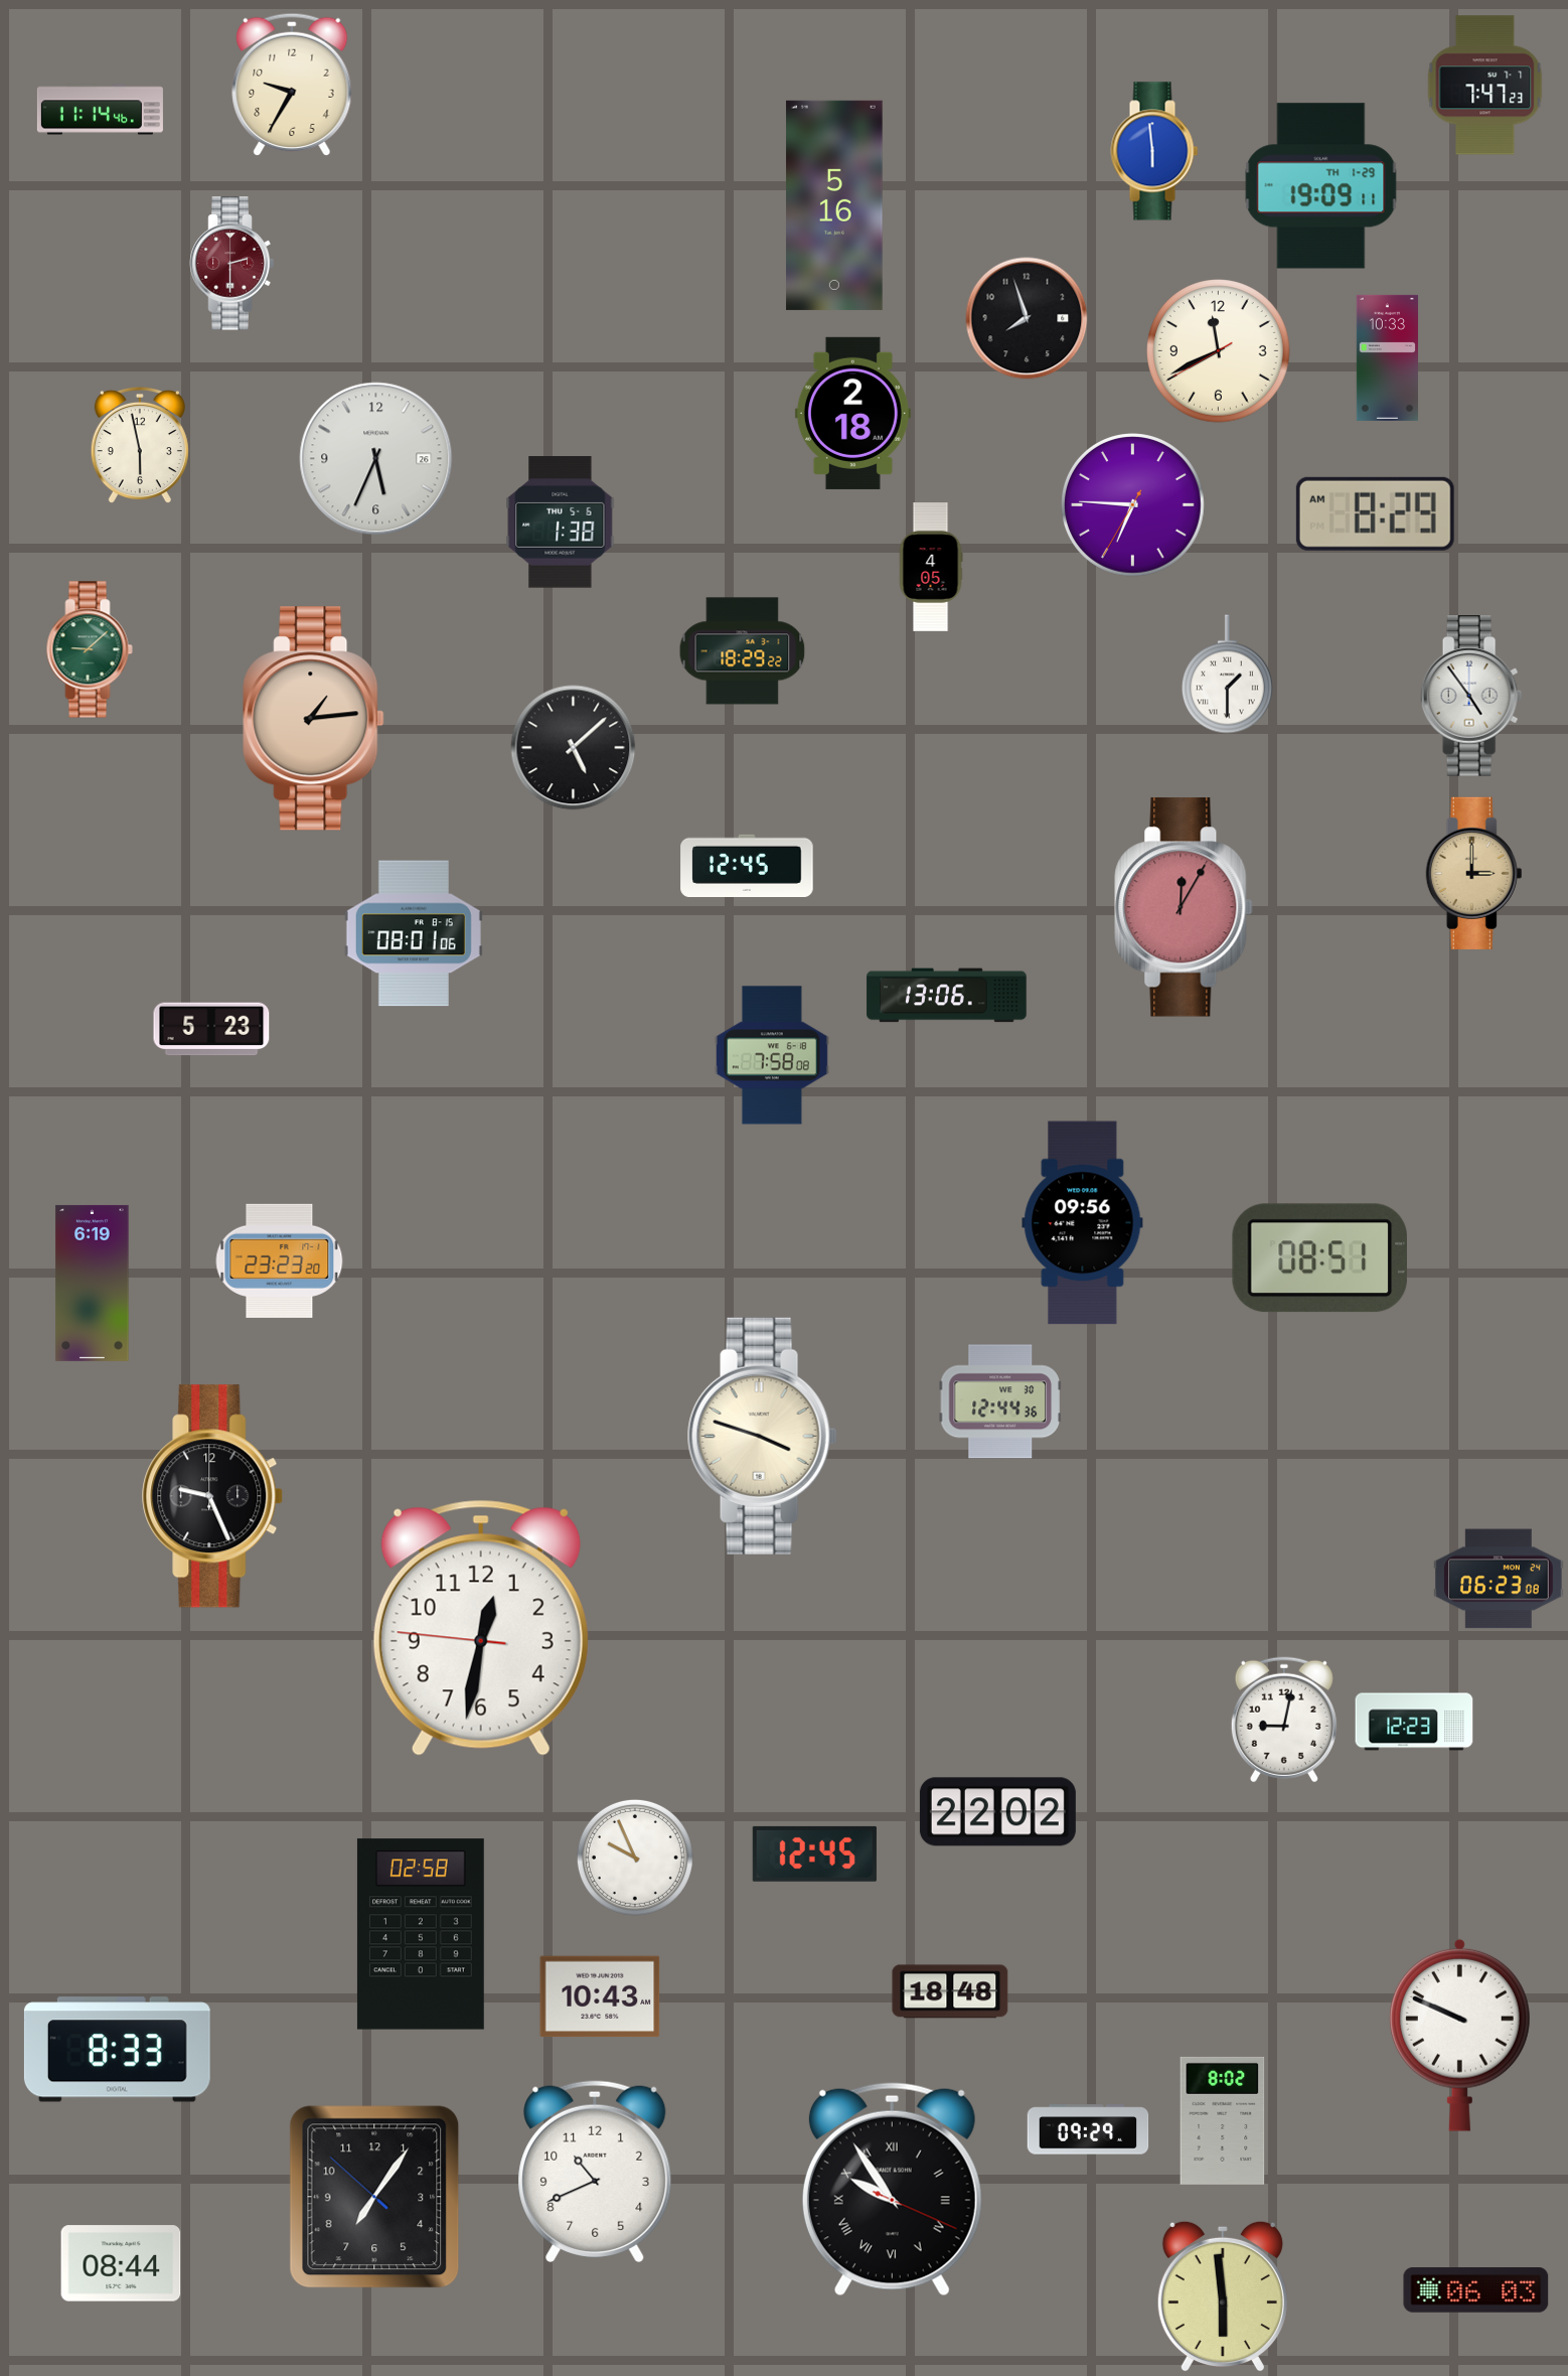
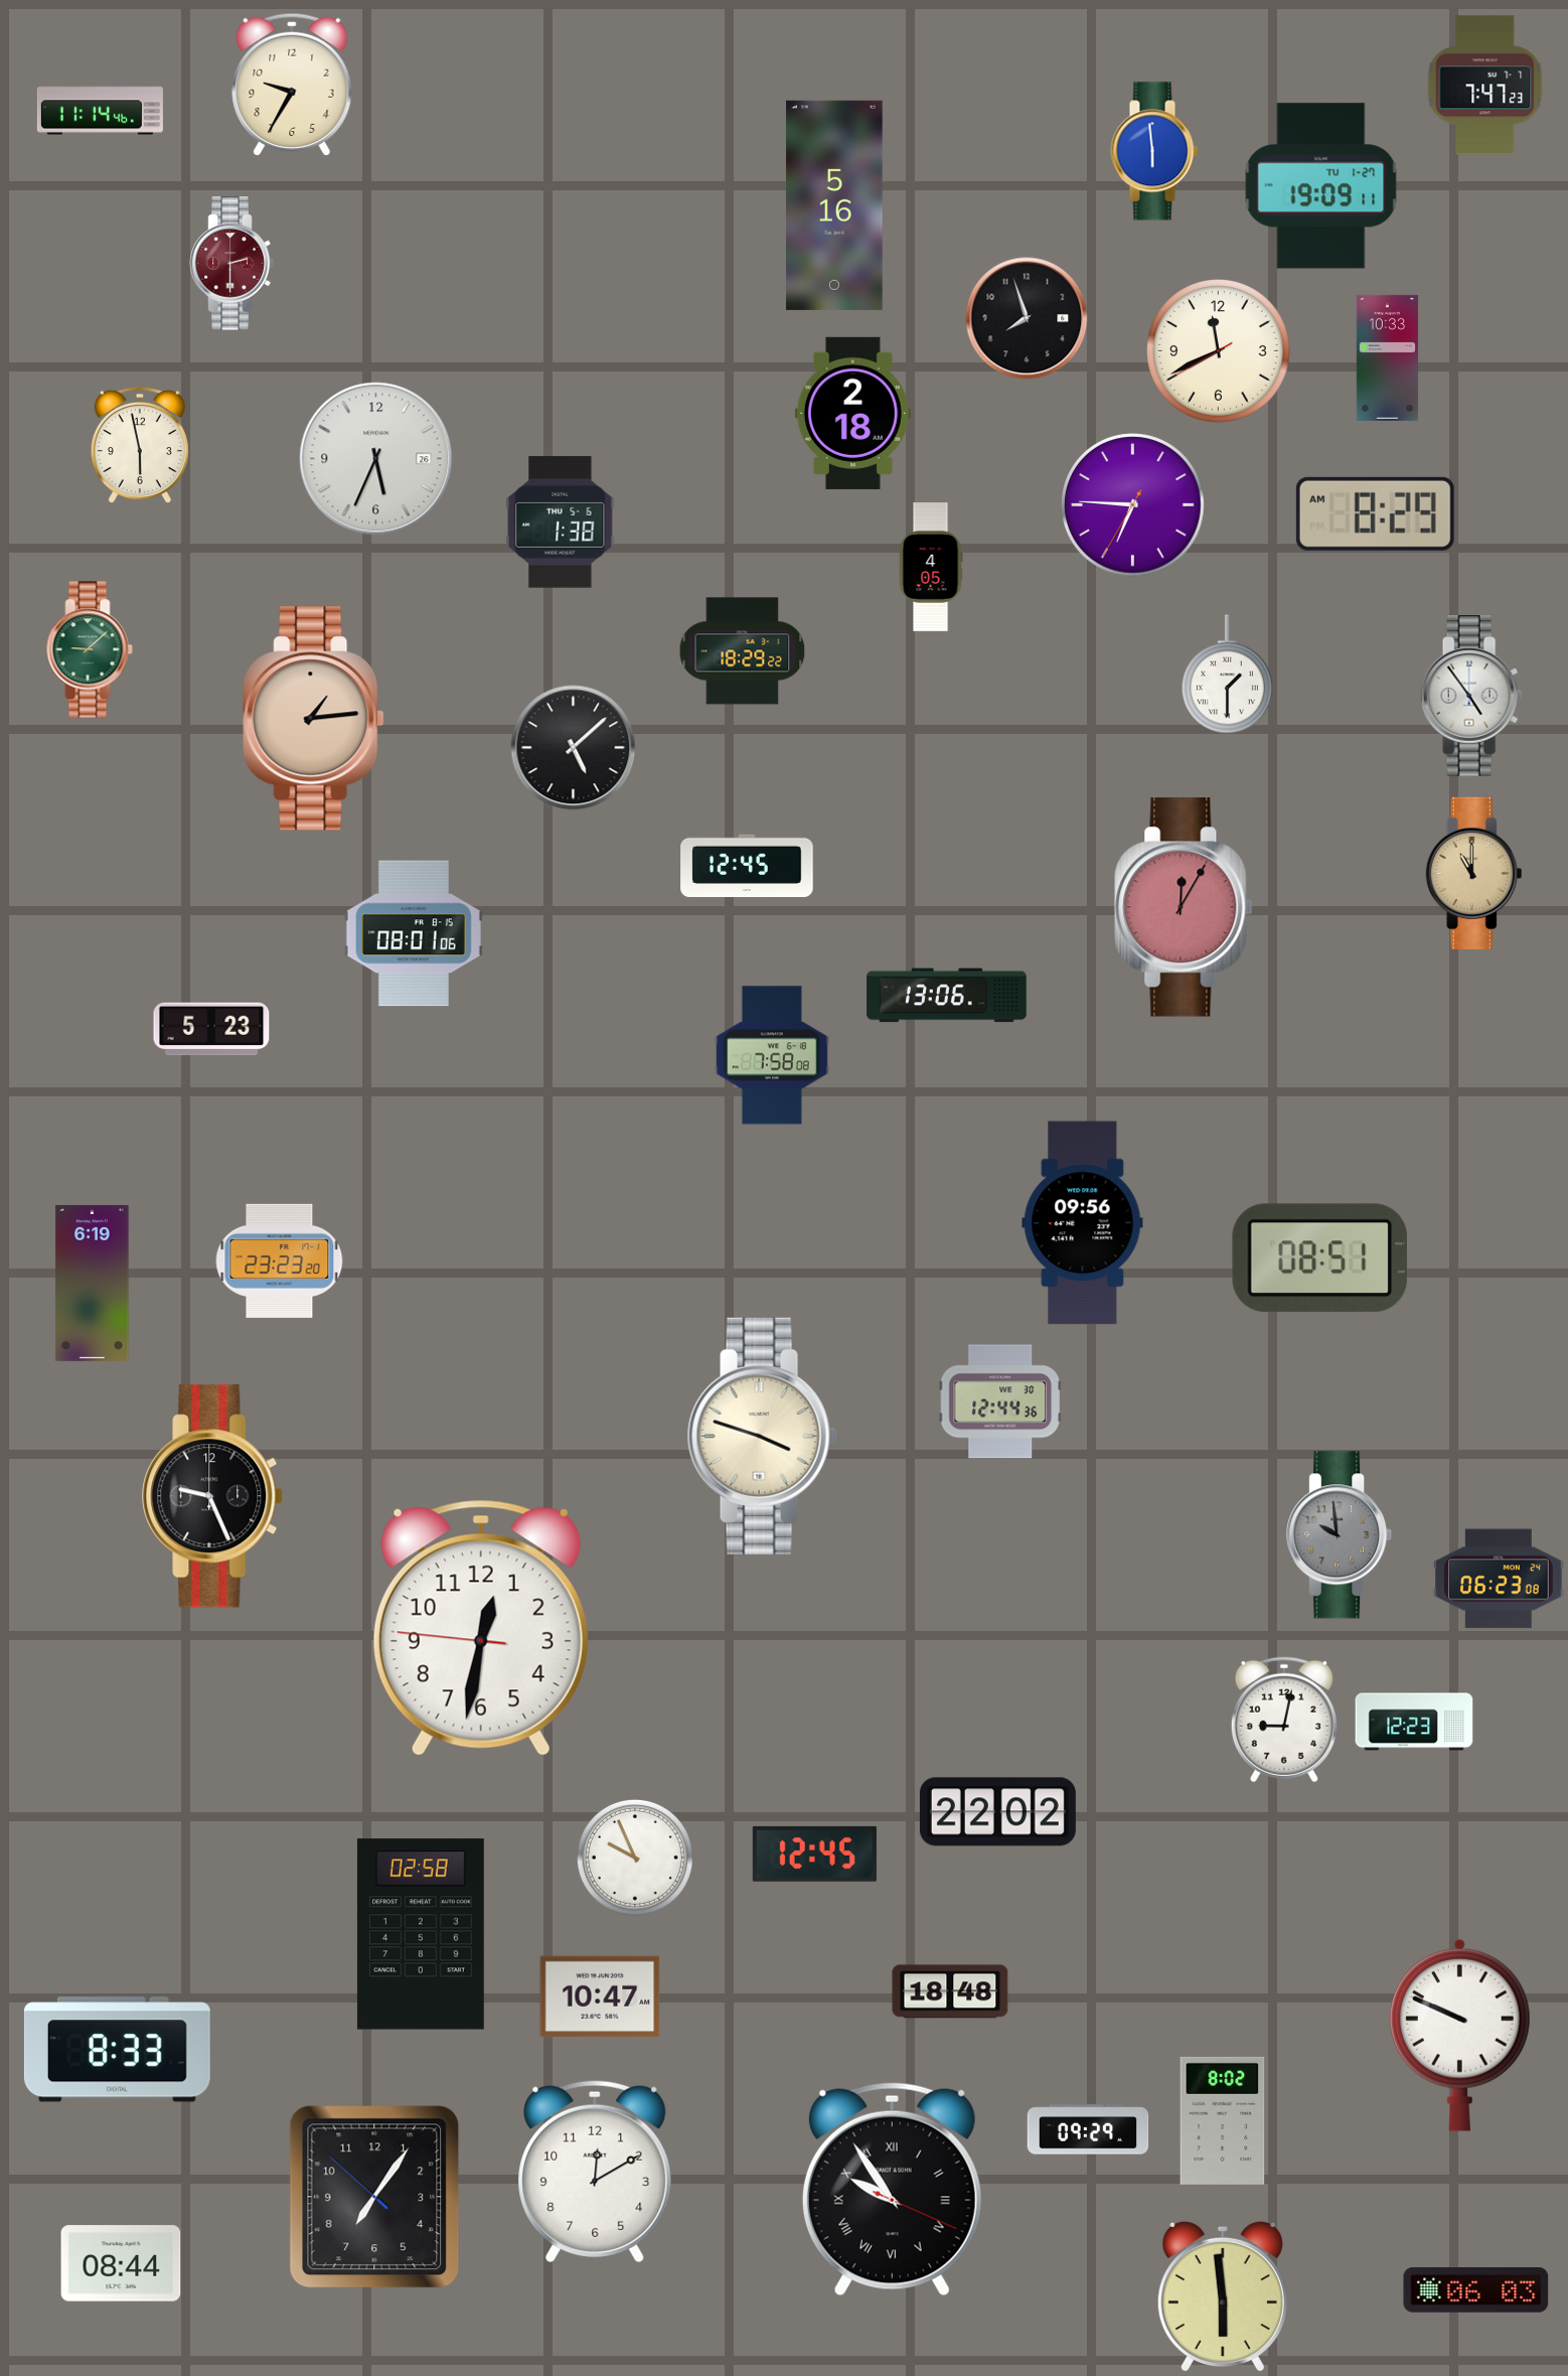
clock at (1321, 186) date: TH 1-29 -> TU 1-27
clock at (1474, 873): 3:00 -> 11:00
clock at (1340, 1535): none -> 9:59
clock at (600, 1996): 10:43 -> 10:47
clock at (595, 2172): 10:41 -> 12:10
